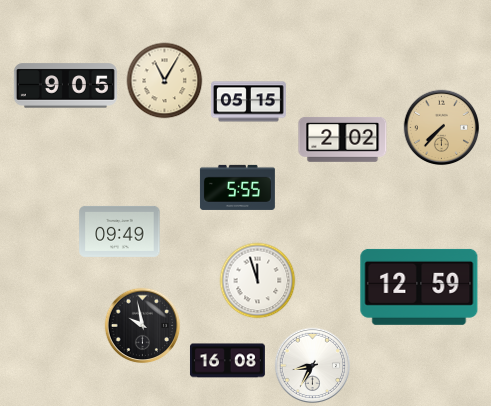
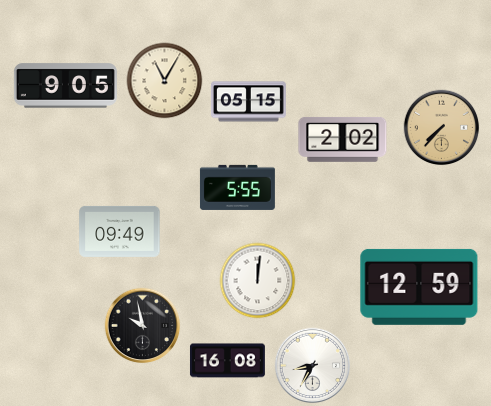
clock at (258, 281): 11:57 -> 12:01
